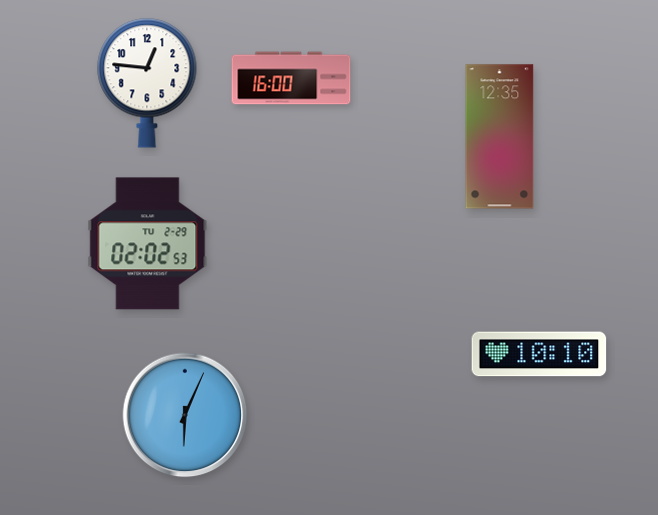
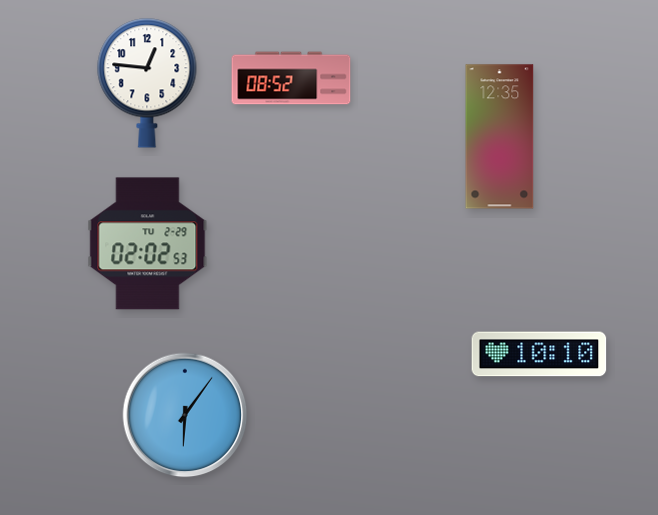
clock at (291, 78): 16:00 -> 08:52
clock at (185, 415): 6:04 -> 6:06
